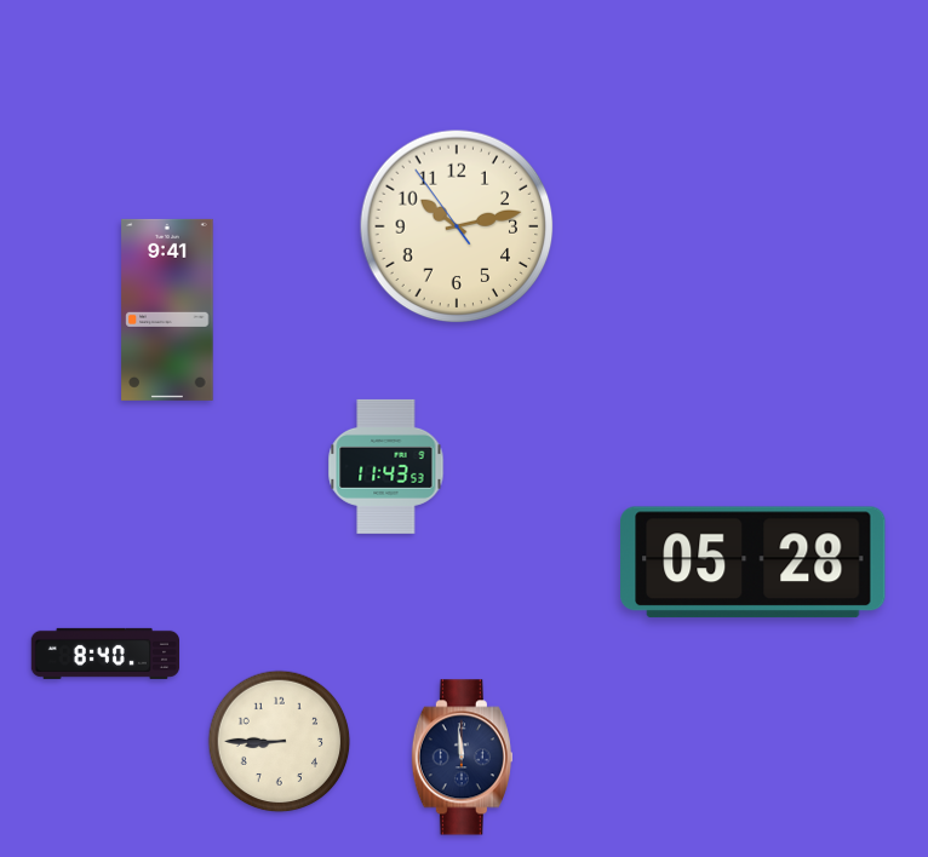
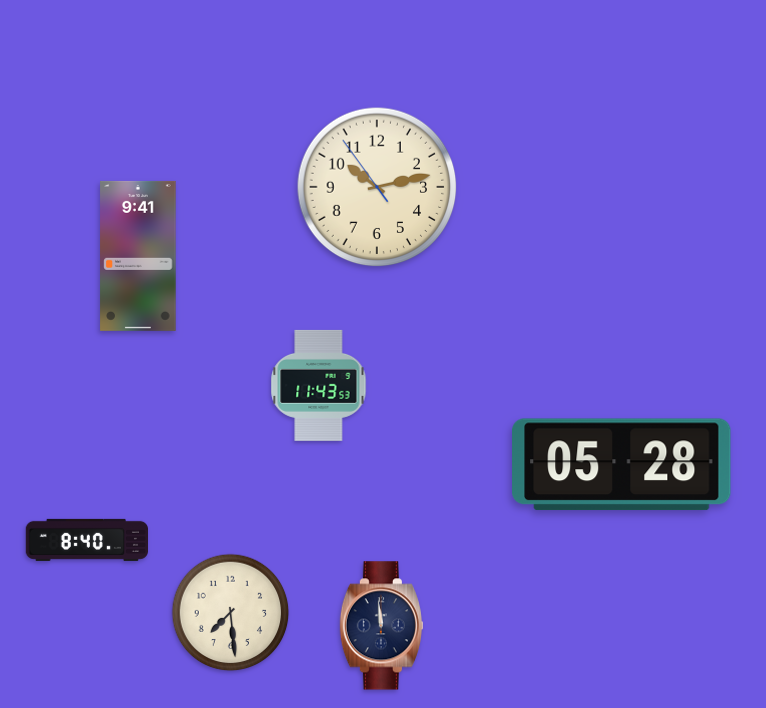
clock at (280, 742): 8:45 -> 7:29
